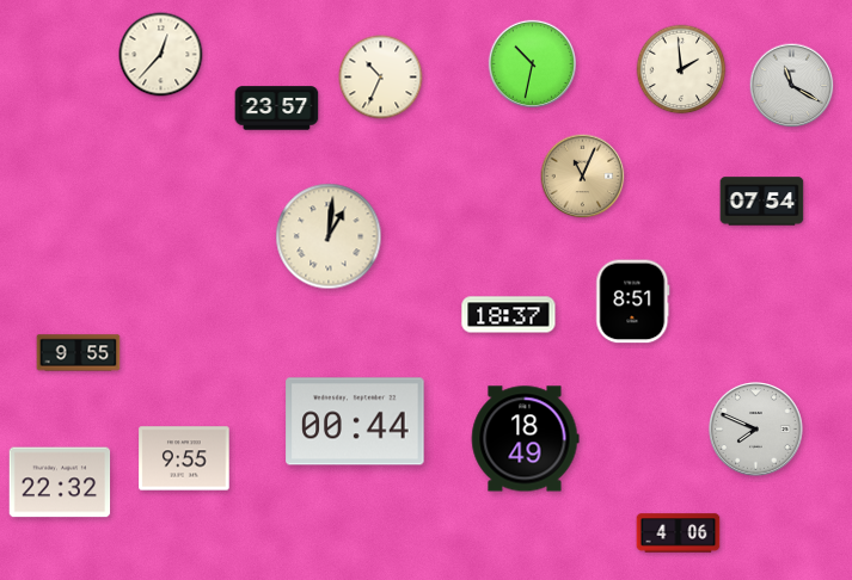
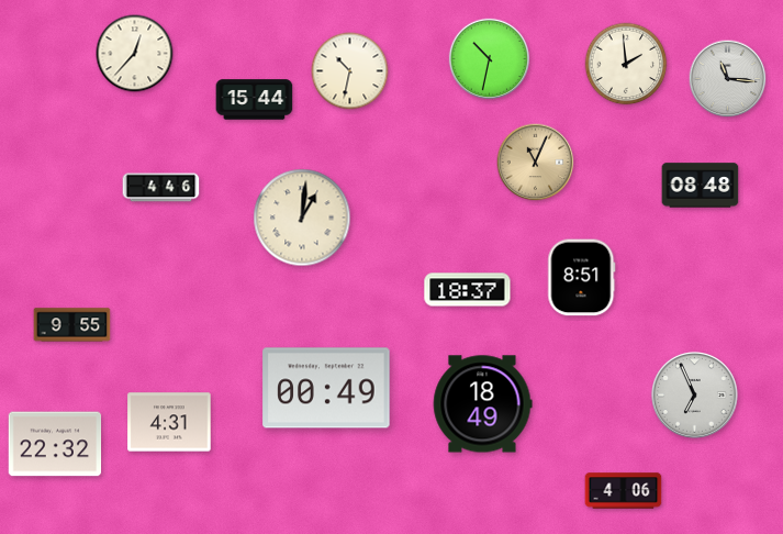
clock at (161, 55) position: (161, 55) -> (135, 54)
clock at (381, 78): 10:34 -> 10:32
clock at (792, 86): 11:20 -> 11:16
clock at (277, 109): 23:57 -> 15:44
clock at (762, 202): 07:54 -> 08:48
clock at (161, 188): none -> 4:46
clock at (355, 421): 00:44 -> 00:49
clock at (756, 430): 7:49 -> 6:56
clock at (184, 458): 9:55 -> 4:31
